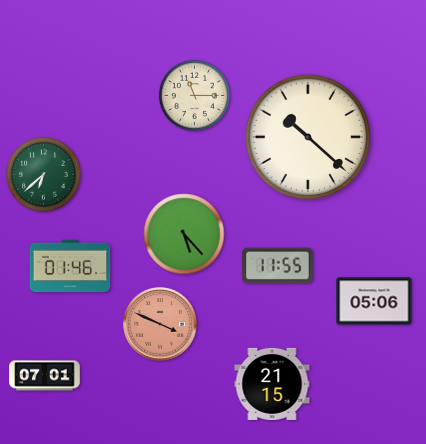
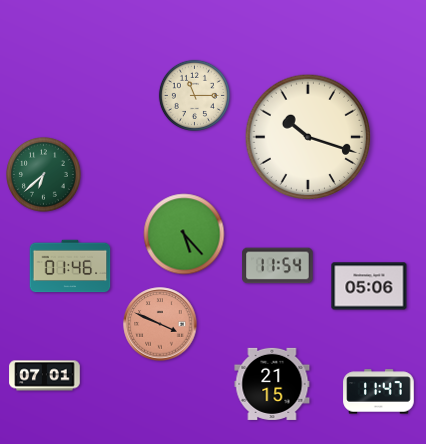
clock at (308, 137): 10:22 -> 10:18
clock at (278, 266): 11:55 -> 11:54
clock at (374, 301) position: (374, 301) -> (369, 286)
clock at (379, 392): none -> 11:47
